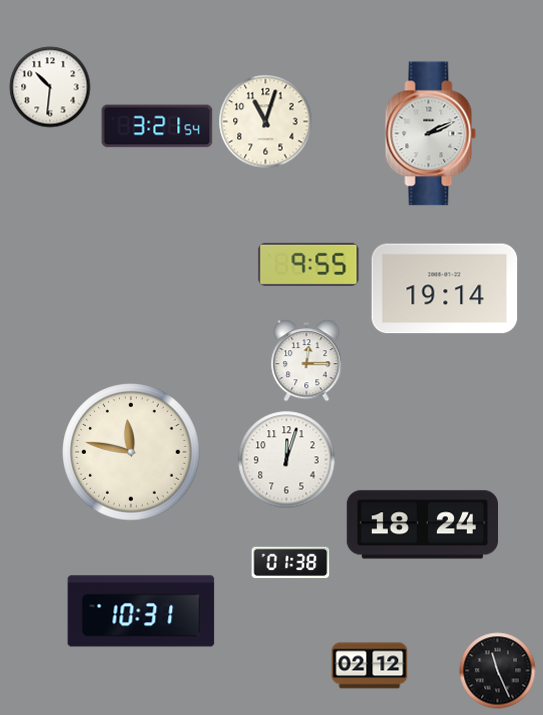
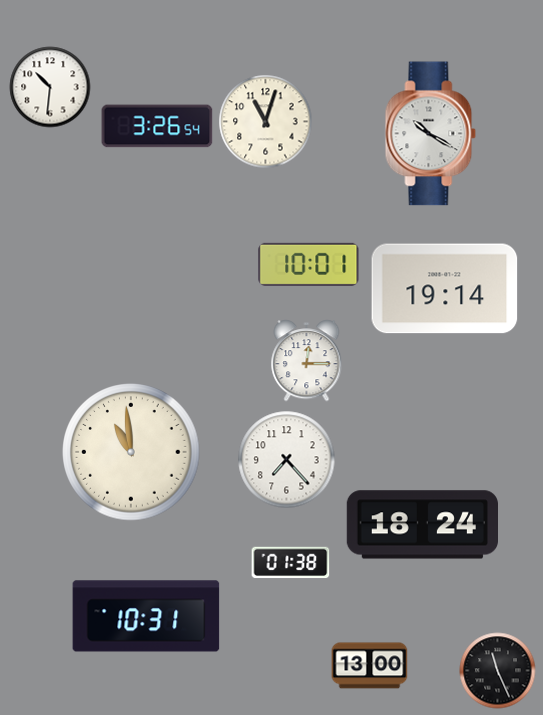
clock at (157, 126): 3:21 -> 3:26
clock at (431, 134): 2:11 -> 10:20
clock at (309, 264): 9:55 -> 10:01
clock at (131, 452): 11:47 -> 10:59
clock at (287, 460): 12:03 -> 7:23
clock at (141, 611) position: (141, 611) -> (146, 616)
clock at (370, 666): 02:12 -> 13:00
